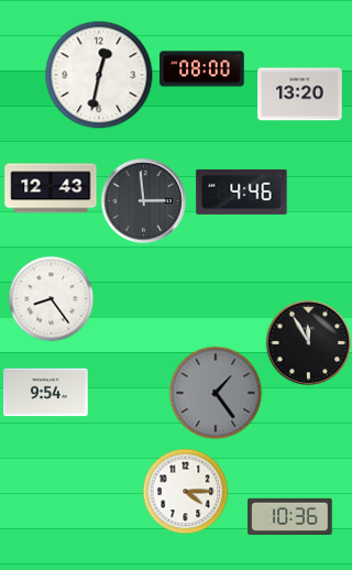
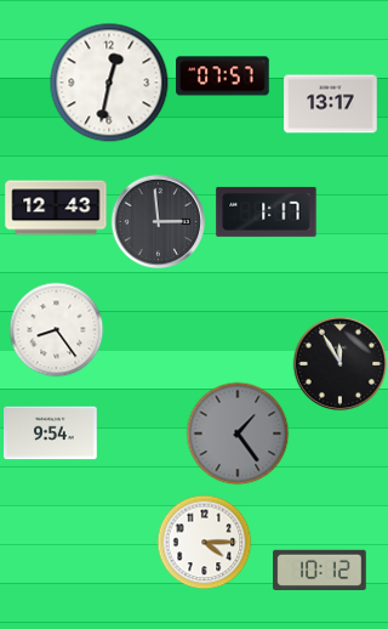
clock at (202, 69): 08:00 -> 07:57
clock at (300, 95): 13:20 -> 13:17
clock at (242, 191): 4:46 -> 1:17
clock at (308, 342) position: (308, 342) -> (339, 363)
clock at (290, 516): 10:36 -> 10:12
